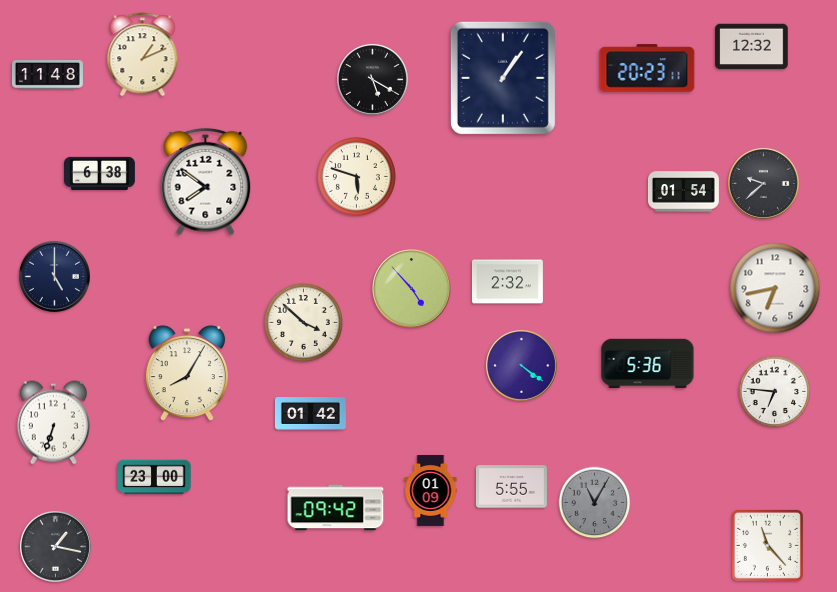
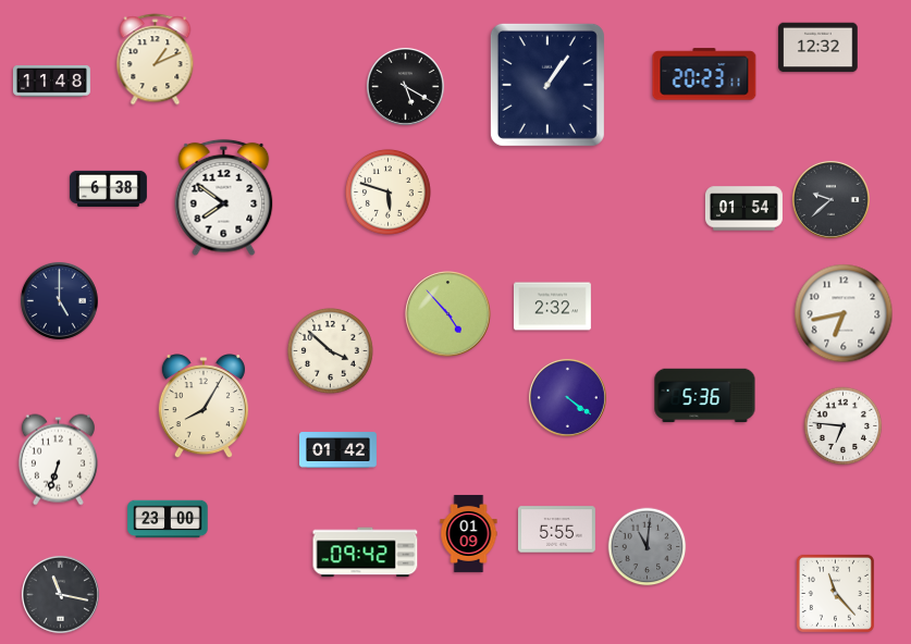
clock at (752, 47) position: (752, 47) -> (818, 48)
clock at (595, 503): 11:05 -> 11:01
clock at (55, 546): 1:17 -> 11:17
